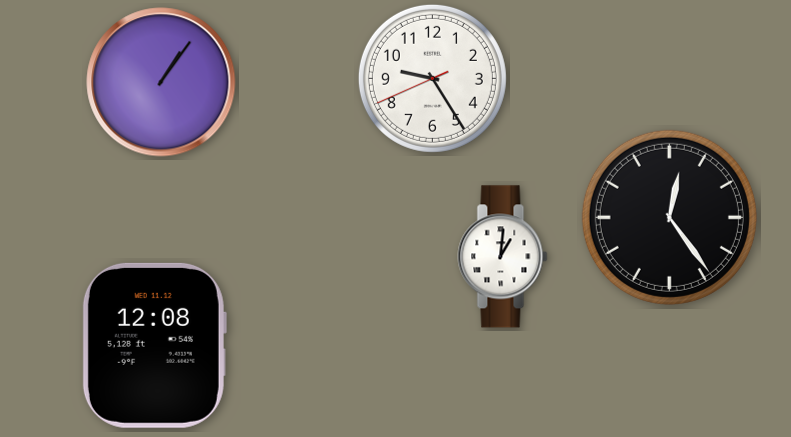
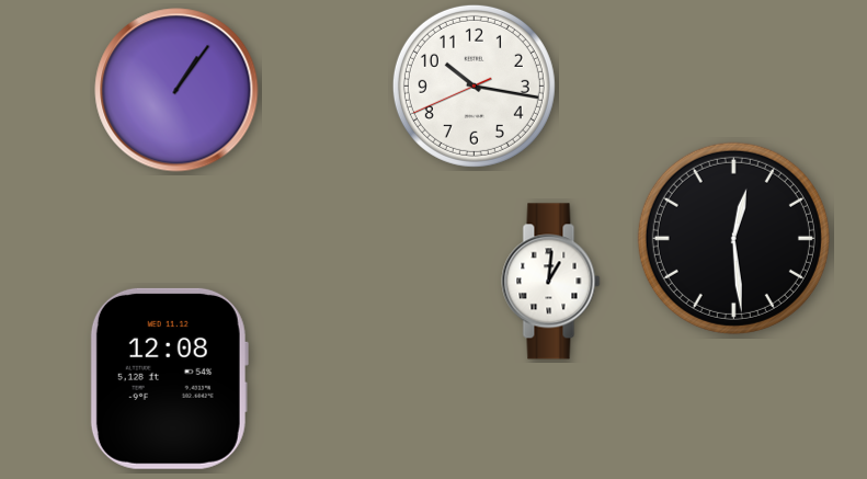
clock at (432, 78): 9:24 -> 10:16
clock at (669, 217): 12:24 -> 12:29
